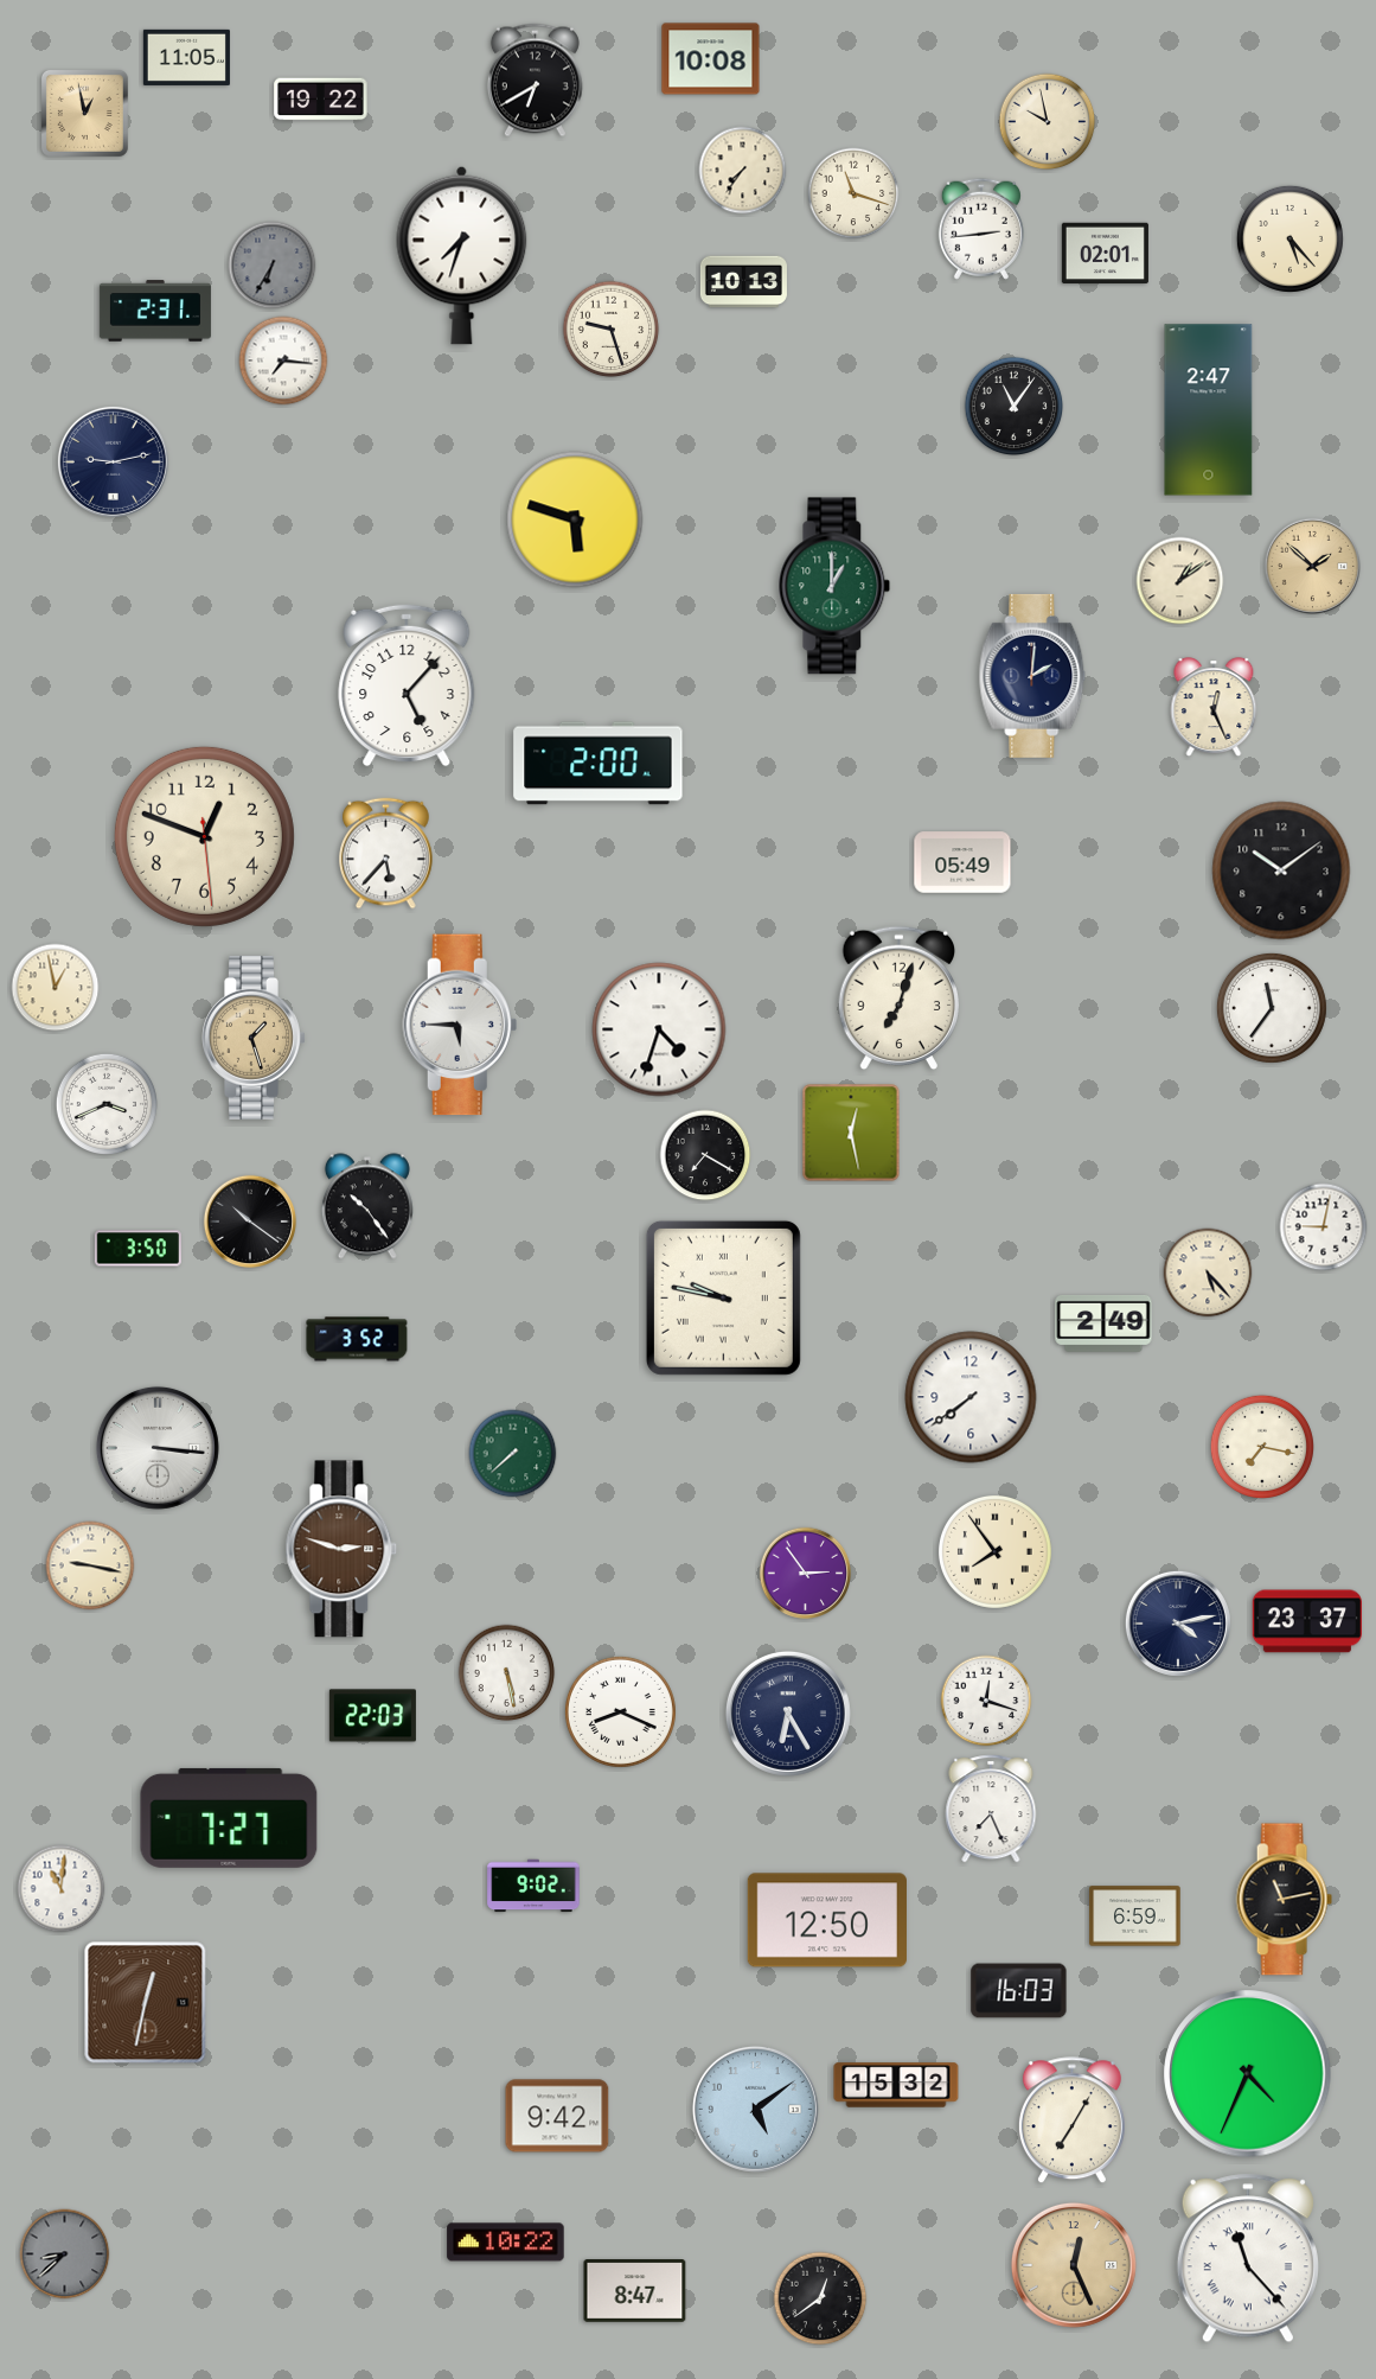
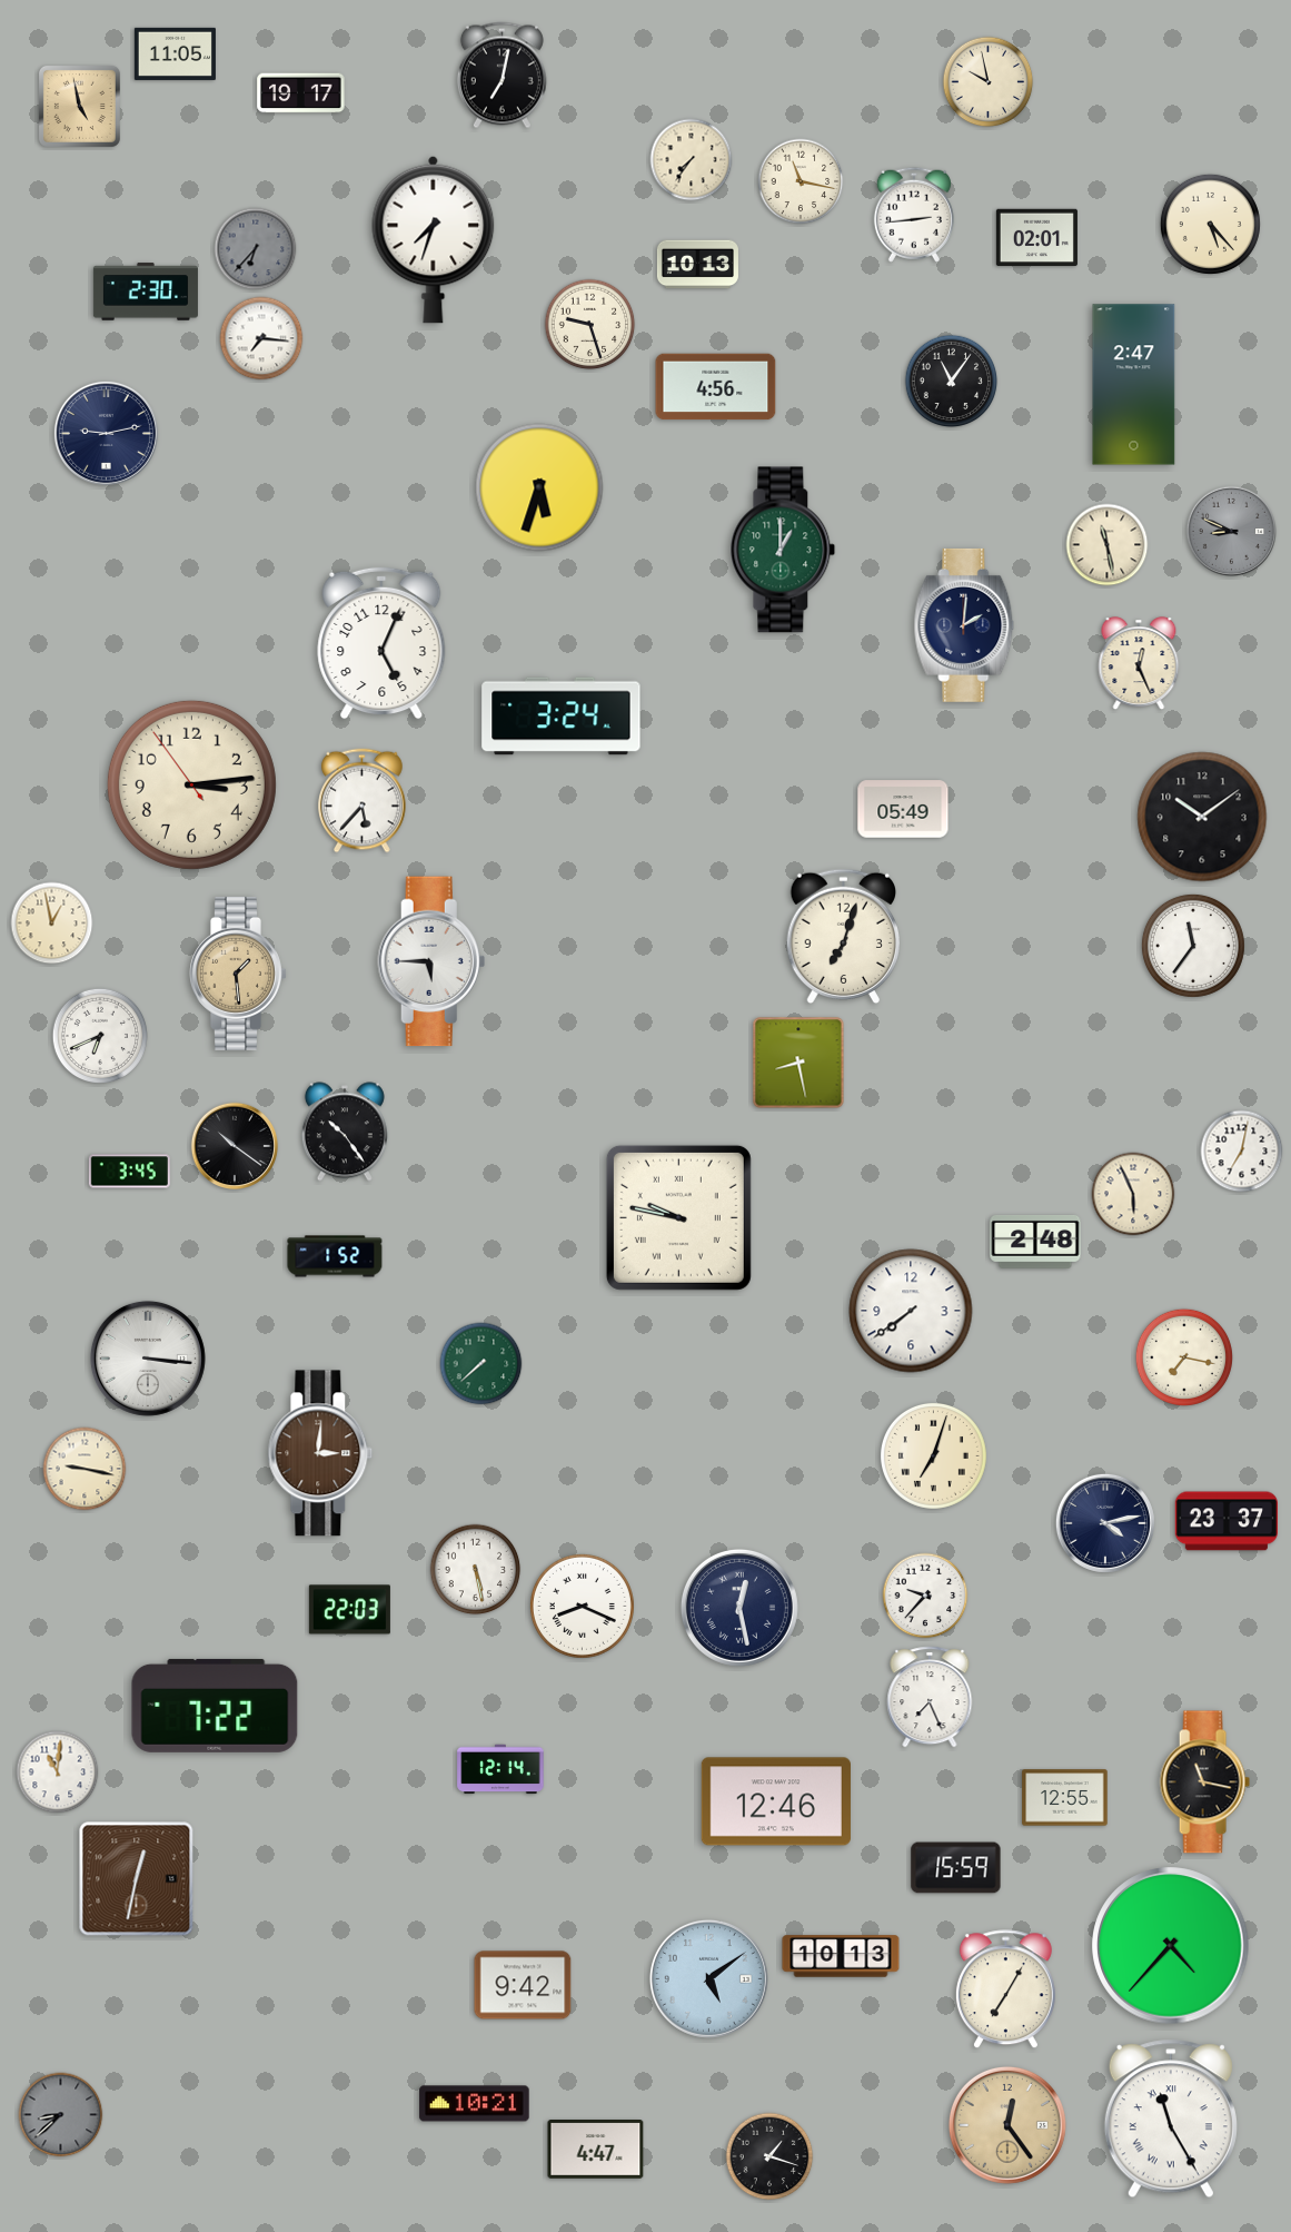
clock at (711, 59): 10:08 -> none
clock at (535, 81): 6:40 -> 7:02
clock at (321, 100): 19:22 -> 19:17
clock at (84, 113): 12:58 -> 4:58
clock at (1048, 122) position: (1048, 122) -> (989, 82)
clock at (743, 171) position: (743, 171) -> (692, 160)
clock at (853, 193): 11:18 -> 11:17
clock at (981, 229) position: (981, 229) -> (914, 215)
clock at (273, 266): 6:35 -> 6:37
clock at (155, 311): 2:31 -> 2:30
clock at (612, 330) position: (612, 330) -> (590, 325)
clock at (283, 361) position: (283, 361) -> (261, 338)
clock at (716, 387): none -> 4:56
clock at (575, 519): 5:48 -> 5:33
clock at (1312, 566): 1:52 -> 8:49
clock at (1312, 566) dial: champagne -> grey
clock at (1180, 581): 1:09 -> 11:28
clock at (1032, 676) position: (1032, 676) -> (964, 625)
clock at (407, 685): 5:07 -> 5:04
clock at (599, 764): 2:00 -> 3:24
clock at (204, 836): 12:48 -> 3:13
clock at (56, 988) position: (56, 988) -> (52, 924)
clock at (659, 1029): 4:33 -> none
clock at (254, 1038): 1:27 -> 1:29
clock at (105, 1103): 3:41 -> 6:41
clock at (851, 1133): 12:28 -> 8:28
clock at (705, 1155): 7:20 -> none
clock at (1324, 1227): 9:02 -> 7:02
clock at (137, 1249): 3:50 -> 3:45
clock at (1208, 1273): 5:23 -> 5:56
clock at (1103, 1324): 2:49 -> 2:48
clock at (357, 1339): 3:52 -> 1:52
clock at (341, 1549): 2:48 -> 3:01
clock at (994, 1551): 7:54 -> 7:03
clock at (805, 1573): 2:54 -> none
clock at (986, 1701): 12:18 -> 9:37
clock at (788, 1714): 6:25 -> 12:28
clock at (229, 1818): 7:27 -> 7:22
clock at (533, 1886): 9:02 -> 12:14
clock at (1284, 1900): 11:13 -> 11:17
clock at (1135, 1916): 6:59 -> 12:55
clock at (827, 1920): 12:50 -> 12:46
clock at (1019, 1991): 16:03 -> 15:59
clock at (1248, 2074): 4:34 -> 4:37
clock at (896, 2085): 15:32 -> 10:13
clock at (506, 2243): 10:22 -> 10:21
clock at (1248, 2258): 11:23 -> 11:25
clock at (1074, 2265): 12:26 -> 12:24
clock at (635, 2291): 8:47 -> 4:47
clock at (820, 2298): 12:39 -> 1:18
